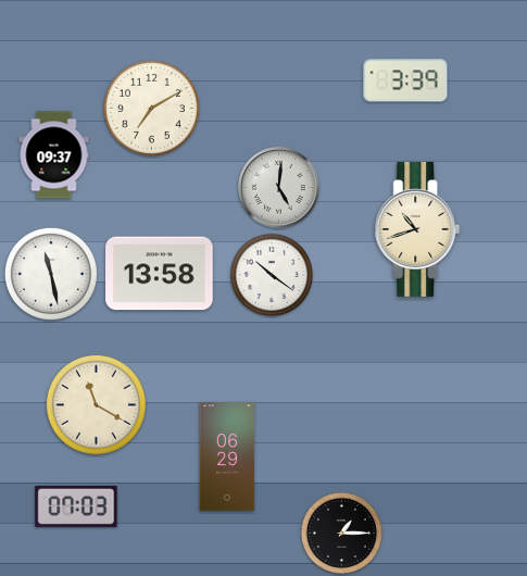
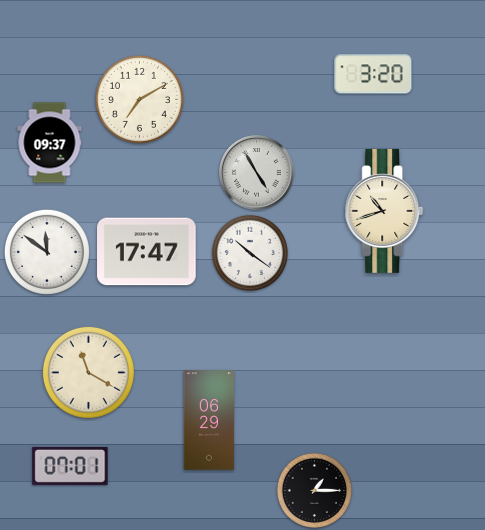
clock at (405, 80): 3:39 -> 3:20
clock at (279, 188): 5:01 -> 4:55
clock at (51, 274): 11:28 -> 11:51
clock at (160, 274): 13:58 -> 17:47
clock at (76, 506): 07:03 -> 07:01
